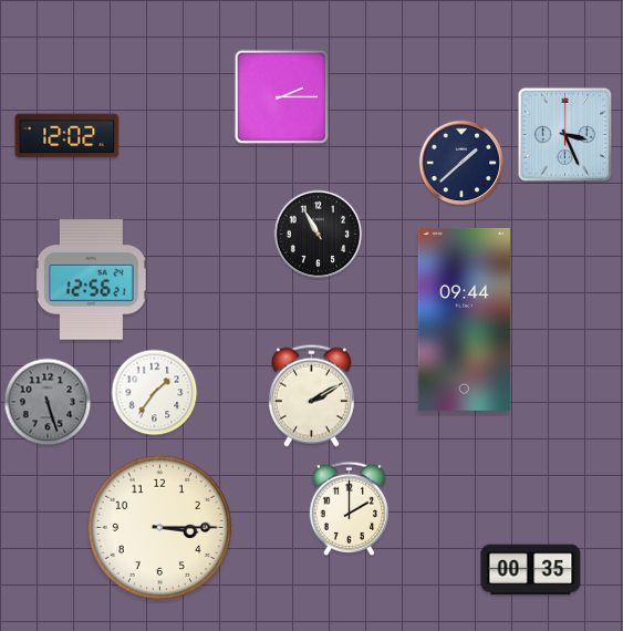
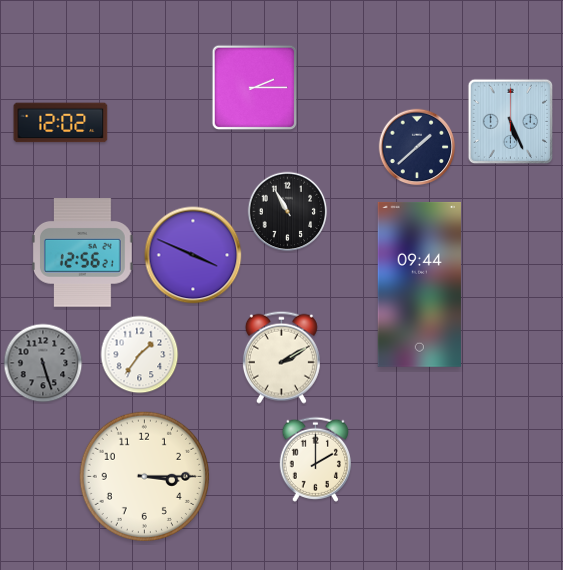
clock at (565, 135): 3:26 -> 5:26
clock at (193, 255): none -> 3:49
clock at (464, 319) position: (464, 319) -> (419, 284)
clock at (531, 570): 00:35 -> none
